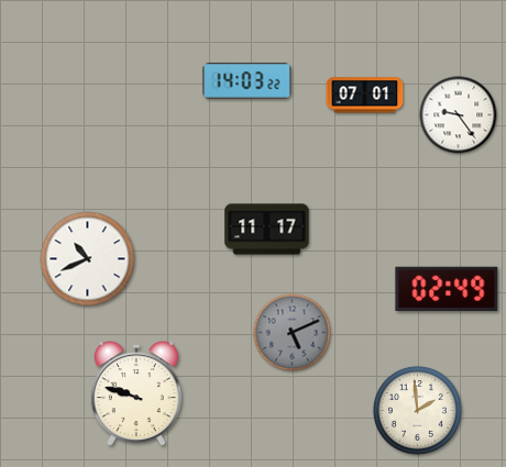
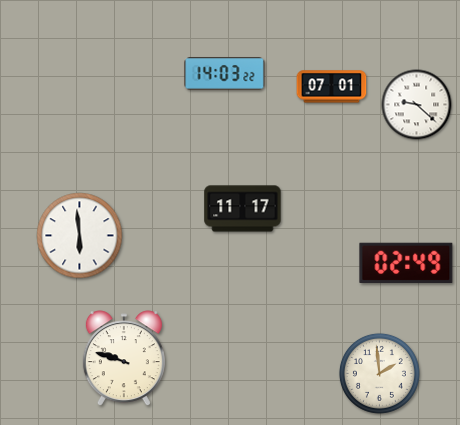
clock at (459, 115): 9:24 -> 9:22
clock at (88, 259): 10:41 -> 5:59
clock at (293, 333): 5:11 -> none
